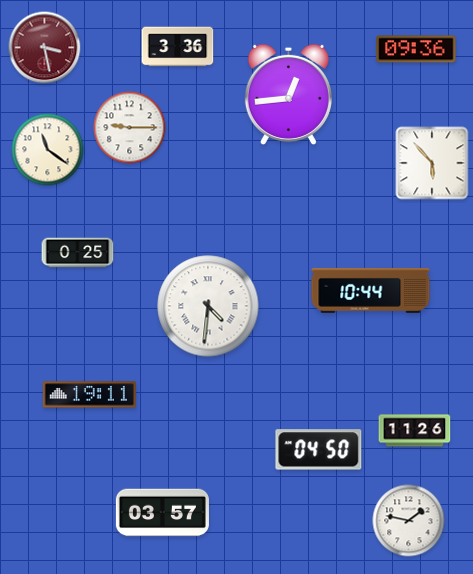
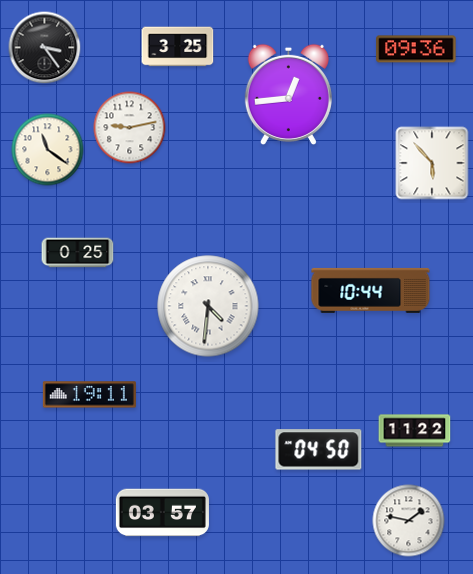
clock at (178, 47): 3:36 -> 3:25
clock at (45, 48): 3:28 -> 3:24
clock at (45, 48) dial: burgundy -> black
clock at (130, 128): 9:15 -> 9:13
clock at (415, 431): 11:26 -> 11:22
